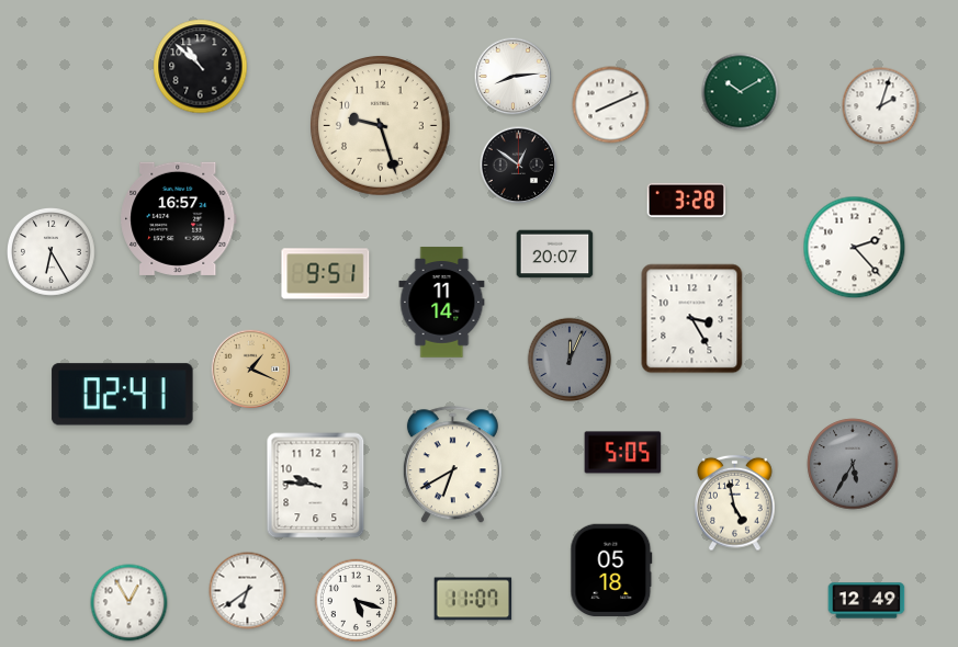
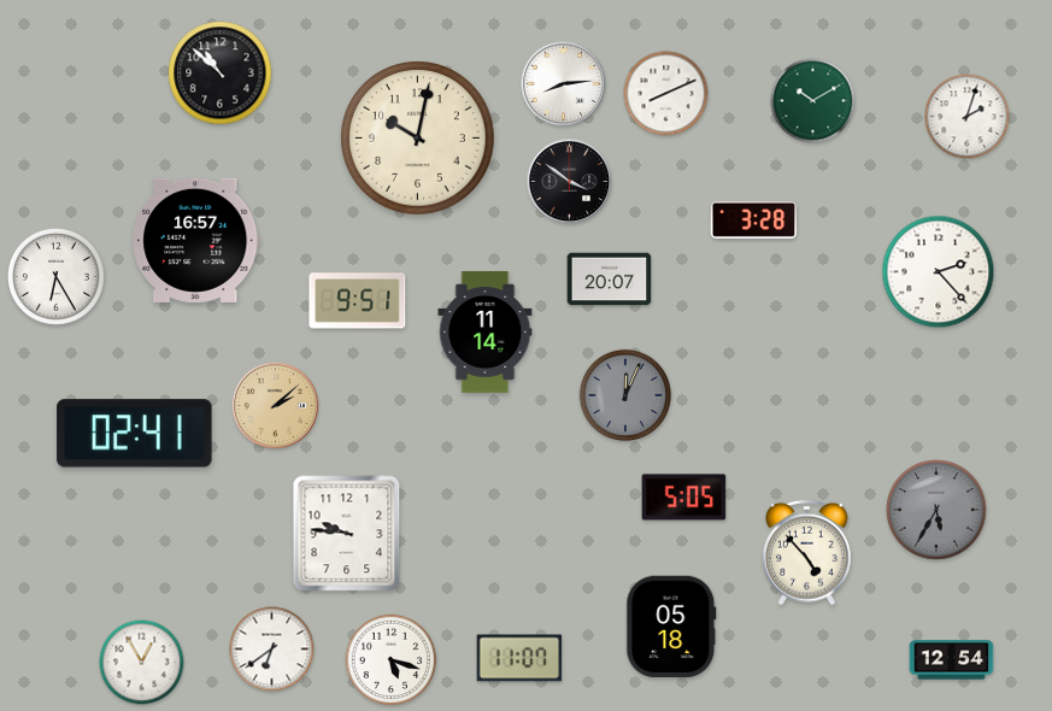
clock at (611, 105) position: (611, 105) -> (666, 94)
clock at (381, 126): 9:27 -> 10:02
clock at (519, 166): 12:51 -> 3:51
clock at (692, 319): 3:25 -> none
clock at (251, 370): 1:19 -> 2:08
clock at (452, 465): 6:40 -> none
clock at (735, 503): 4:58 -> 4:53
clock at (867, 601): 12:49 -> 12:54
